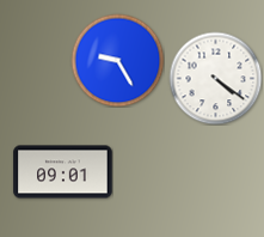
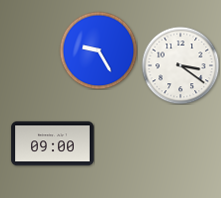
clock at (215, 78): 4:21 -> 3:21
clock at (63, 172): 09:01 -> 09:00
